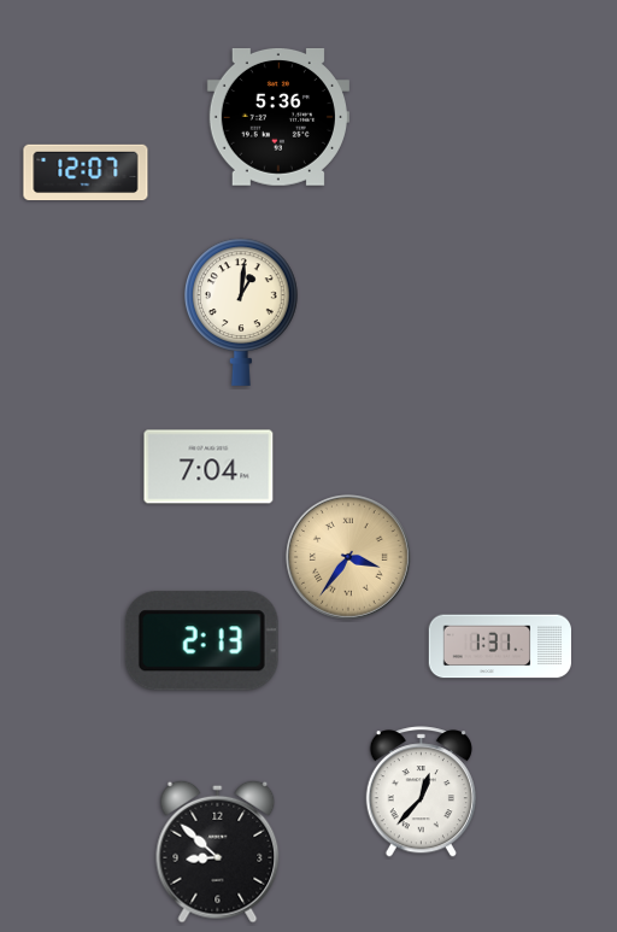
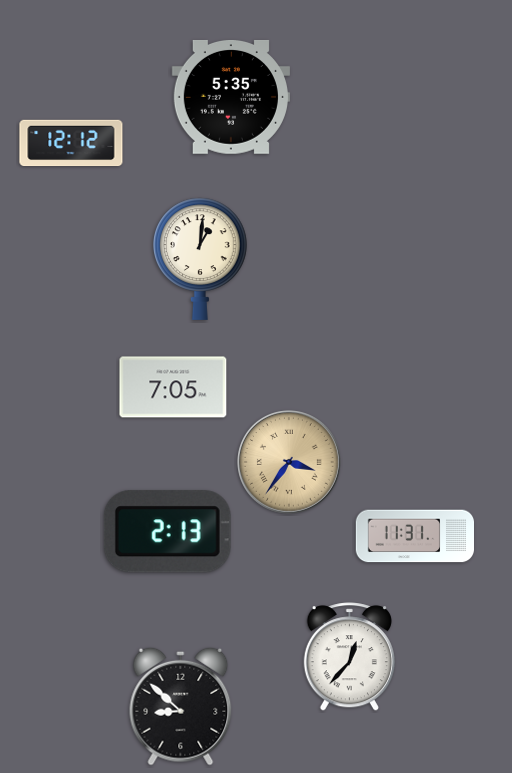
clock at (278, 117): 5:36 -> 5:35
clock at (86, 172): 12:07 -> 12:12
clock at (208, 467): 7:04 -> 7:05
clock at (499, 646): 1:31 -> 11:31
